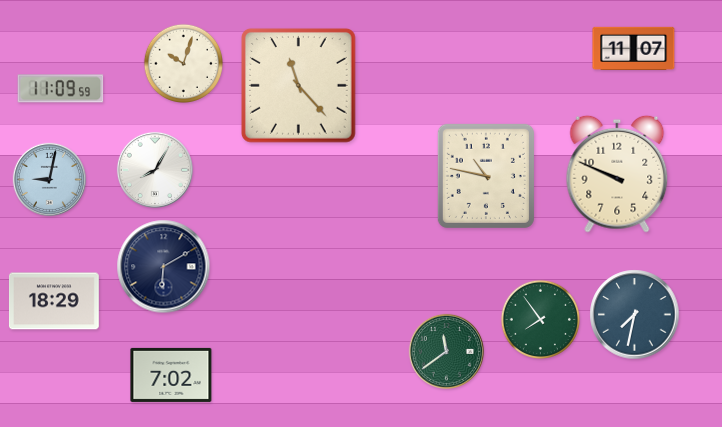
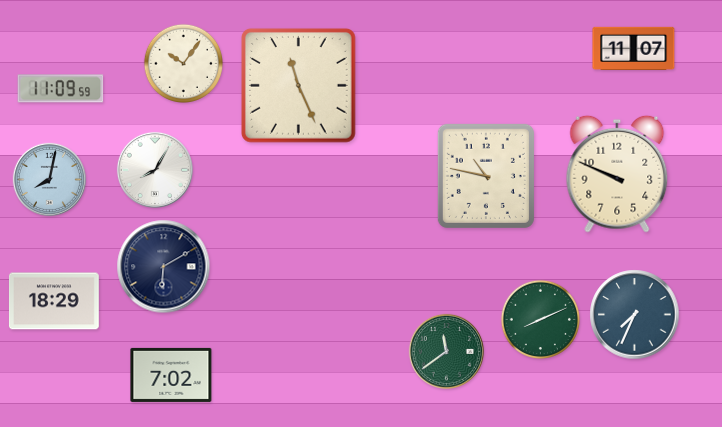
clock at (183, 63): 10:03 -> 10:06
clock at (299, 86): 11:23 -> 11:26
clock at (49, 179): 9:02 -> 8:02
clock at (635, 315): 7:32 -> 7:34
clock at (540, 319): 7:54 -> 8:11
